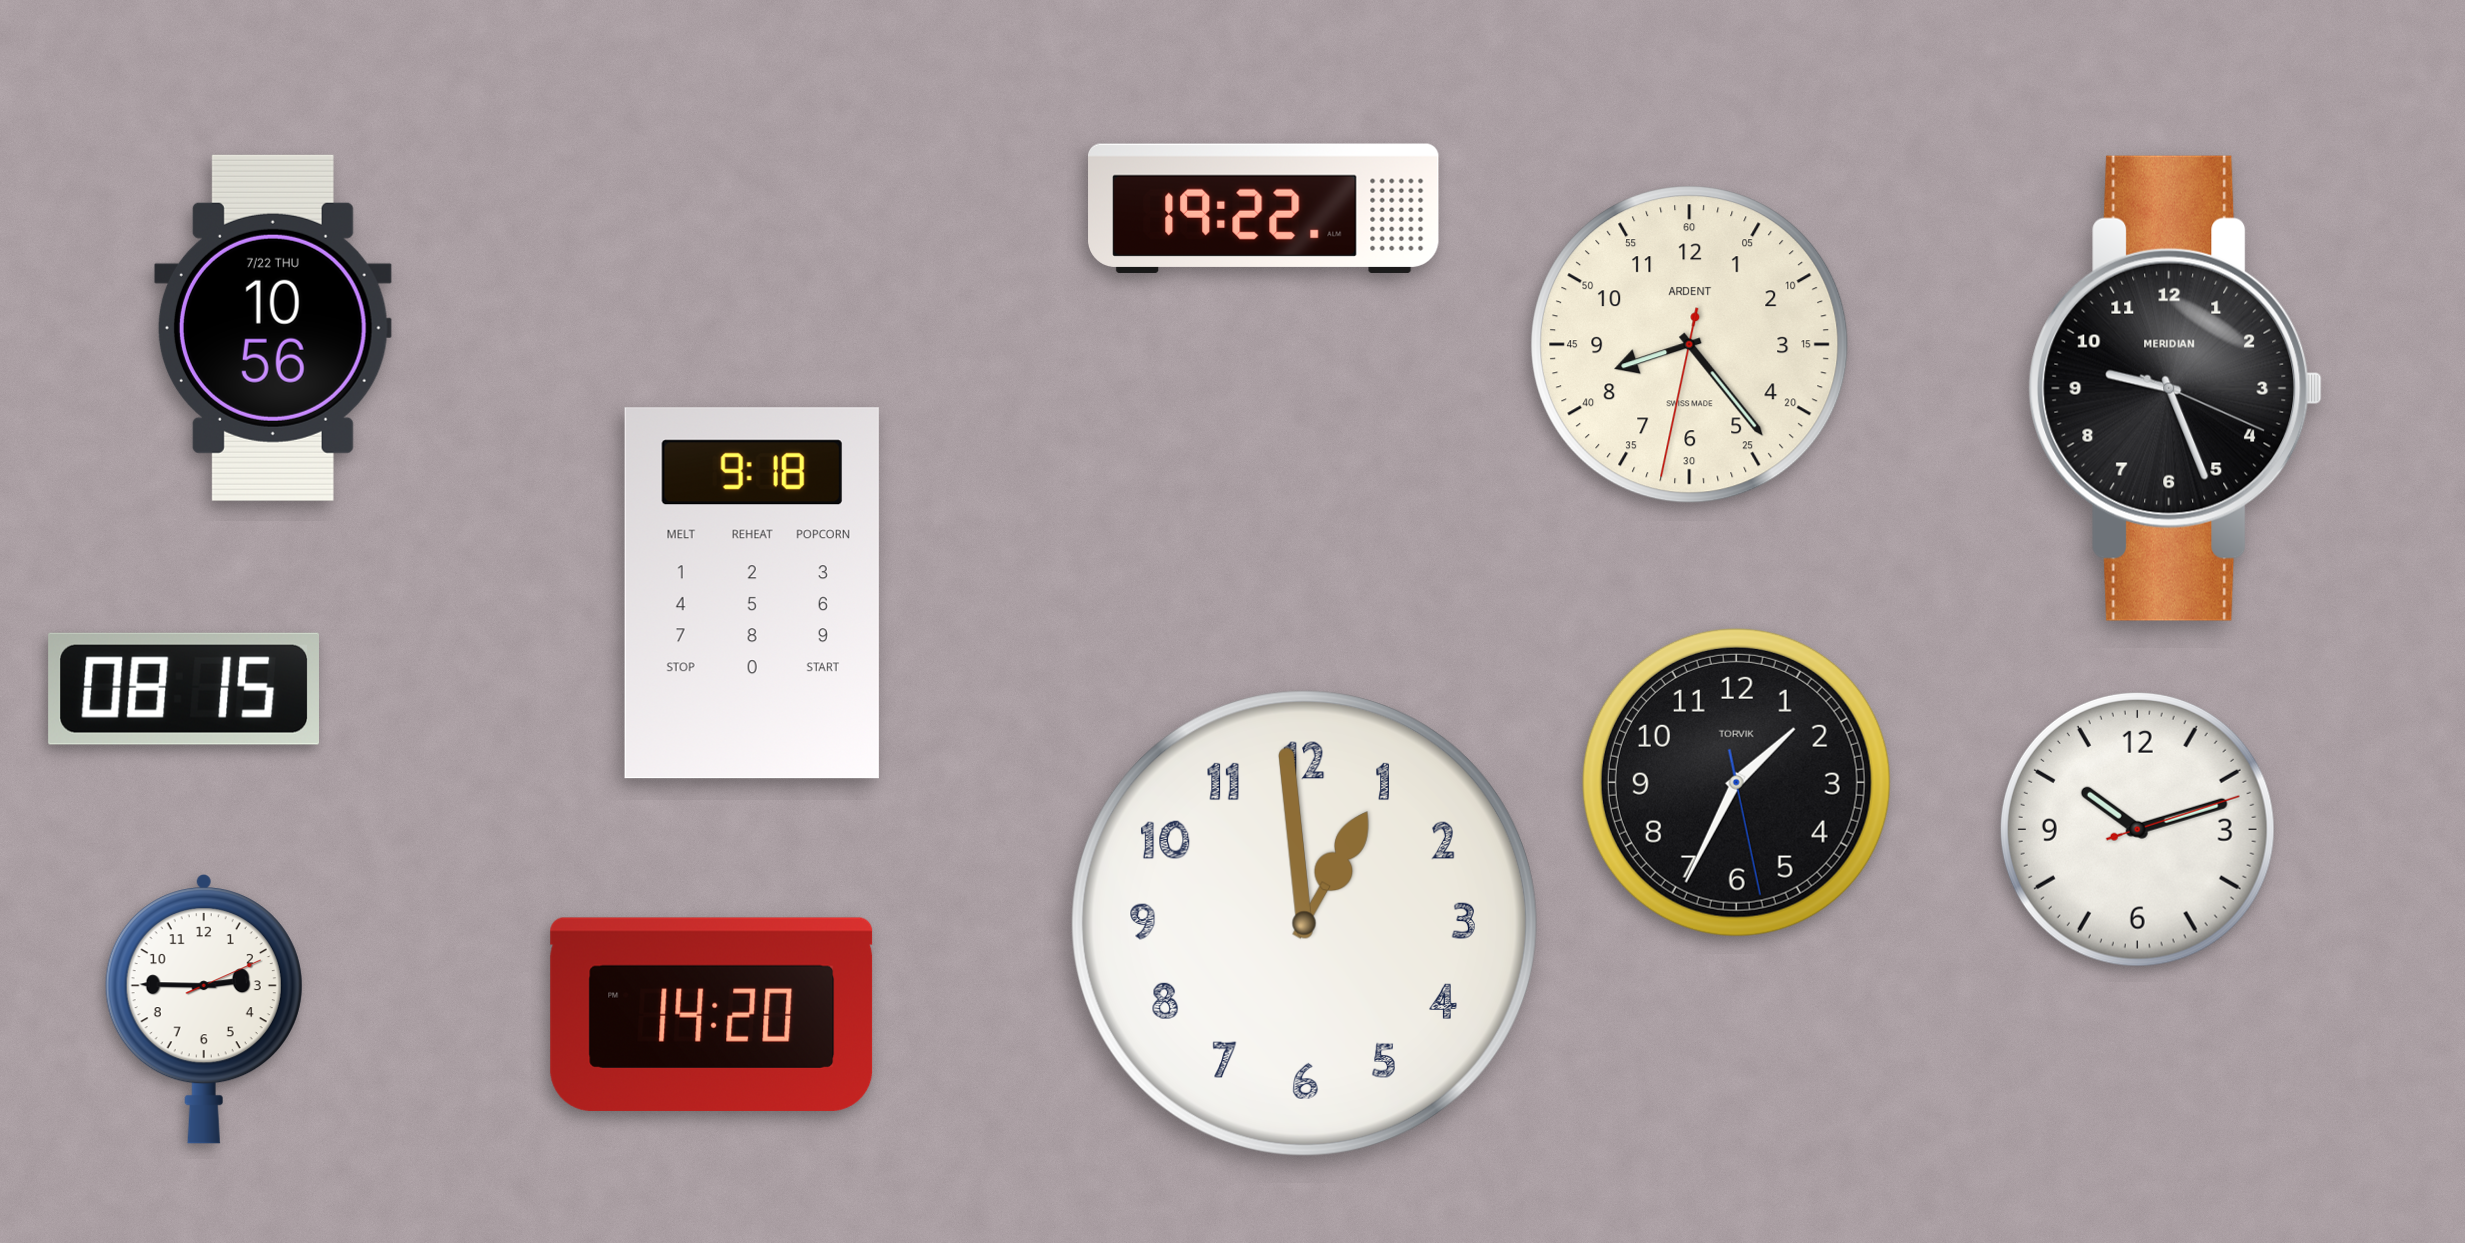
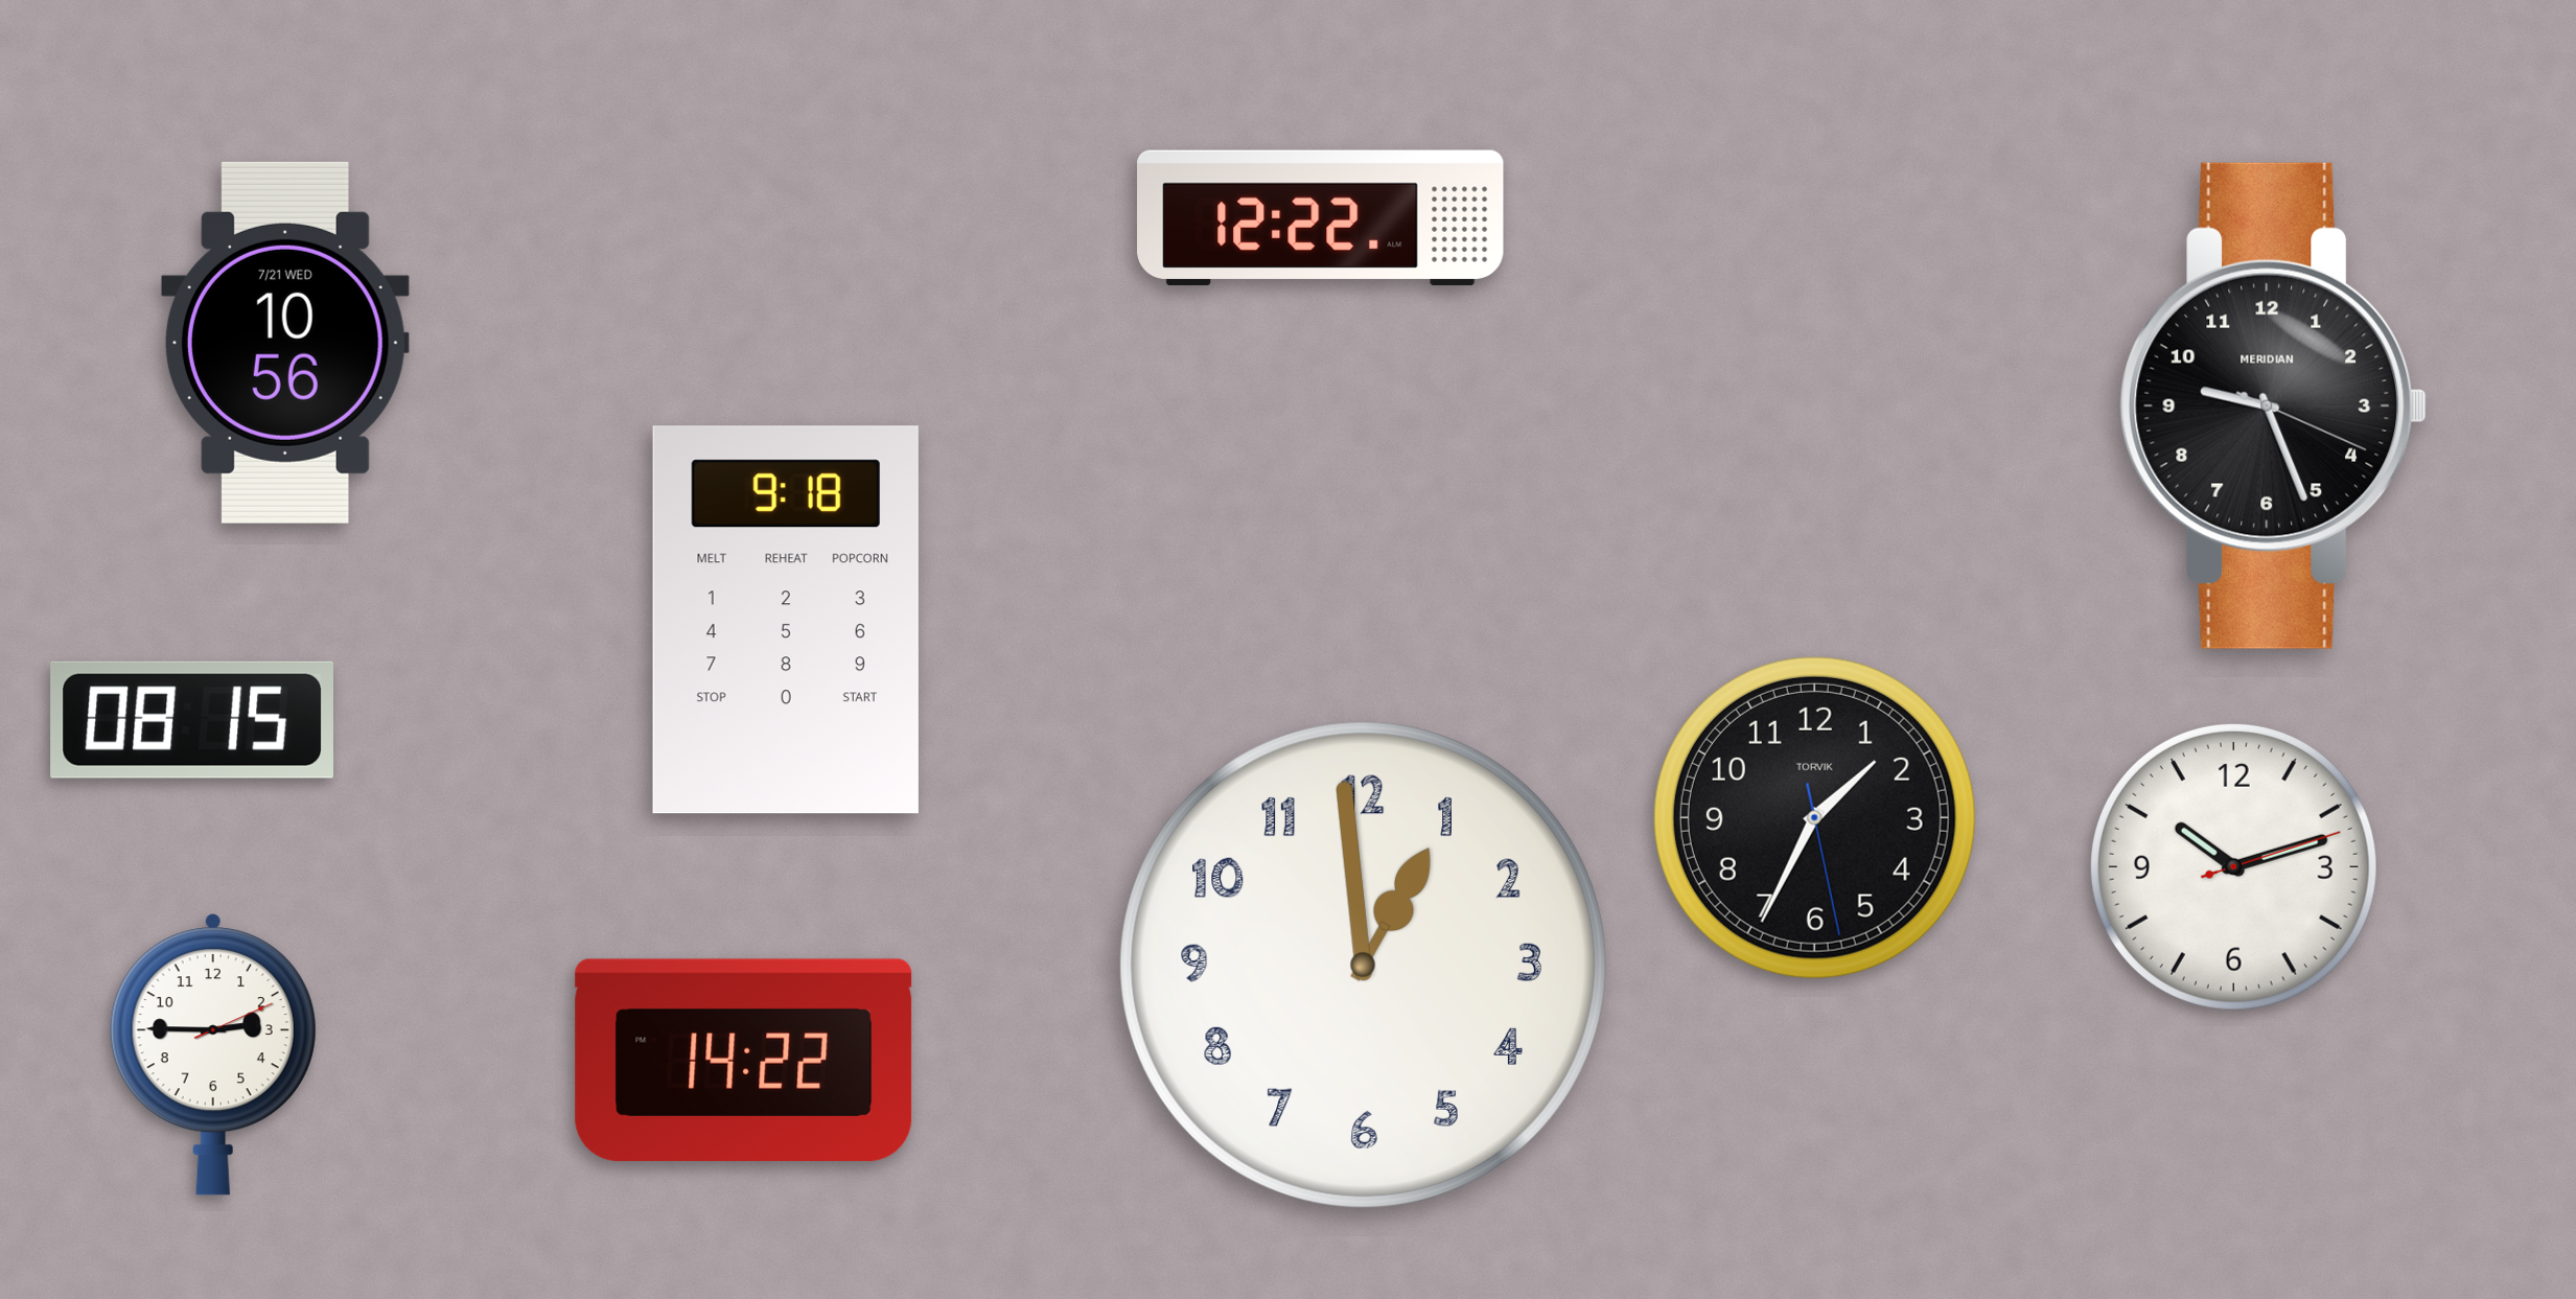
clock at (1264, 208): 19:22 -> 12:22
clock at (273, 328) date: 7/22 THU -> 7/21 WED
clock at (1690, 345): 8:23 -> none
clock at (712, 1014): 14:20 -> 14:22
